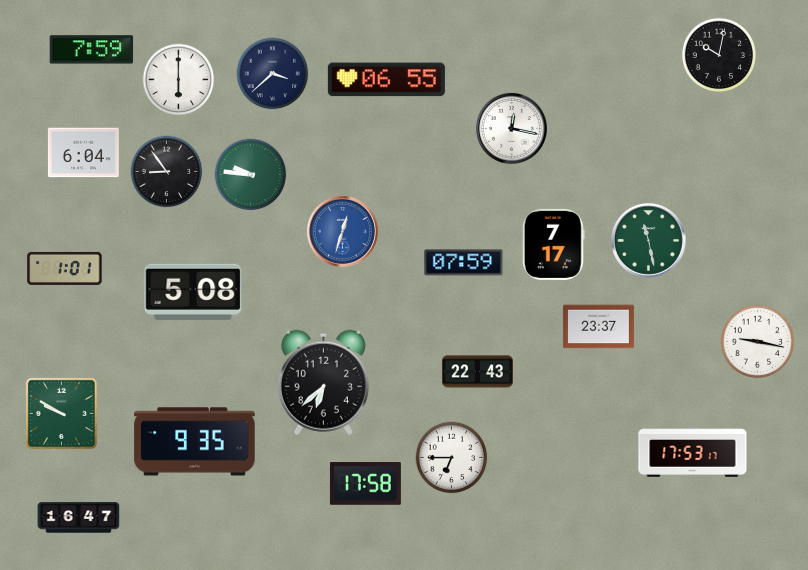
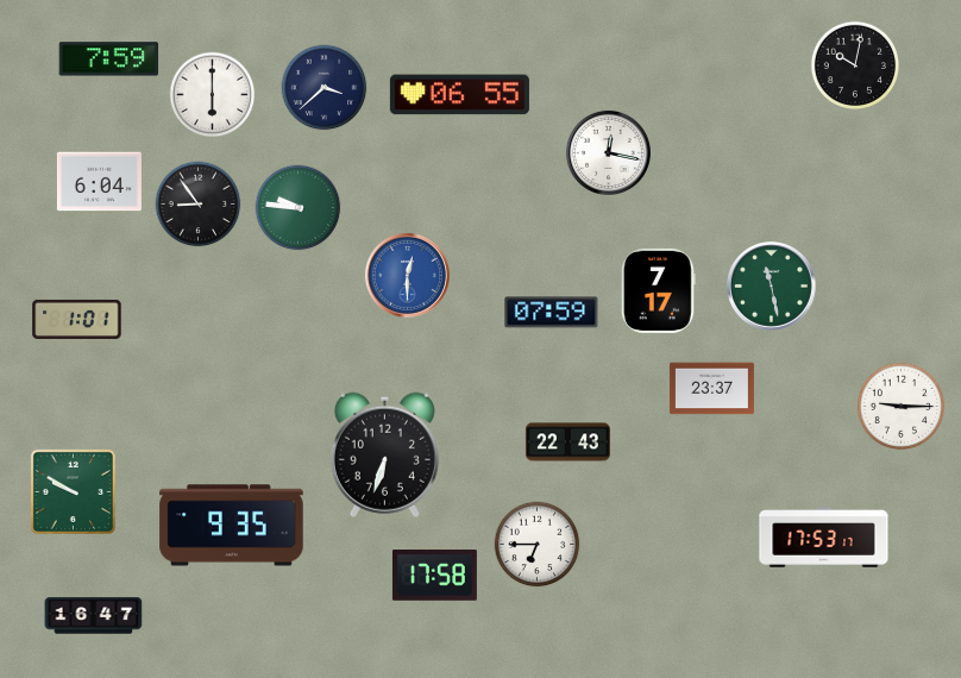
clock at (342, 231): 12:33 -> 12:30
clock at (193, 292): 5:08 -> none
clock at (758, 342): 9:17 -> 9:15
clock at (323, 382): 6:38 -> 6:33
